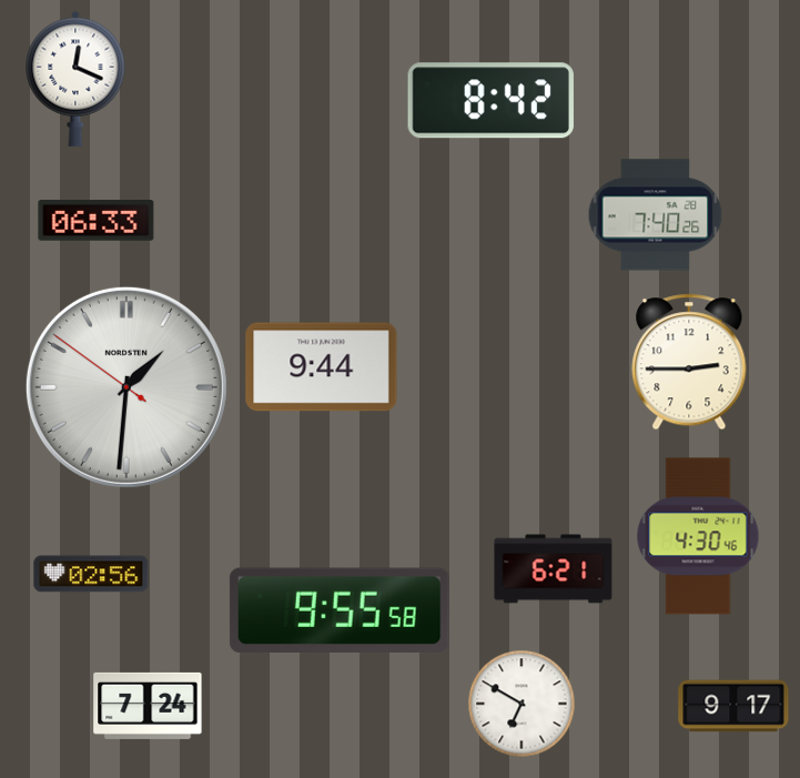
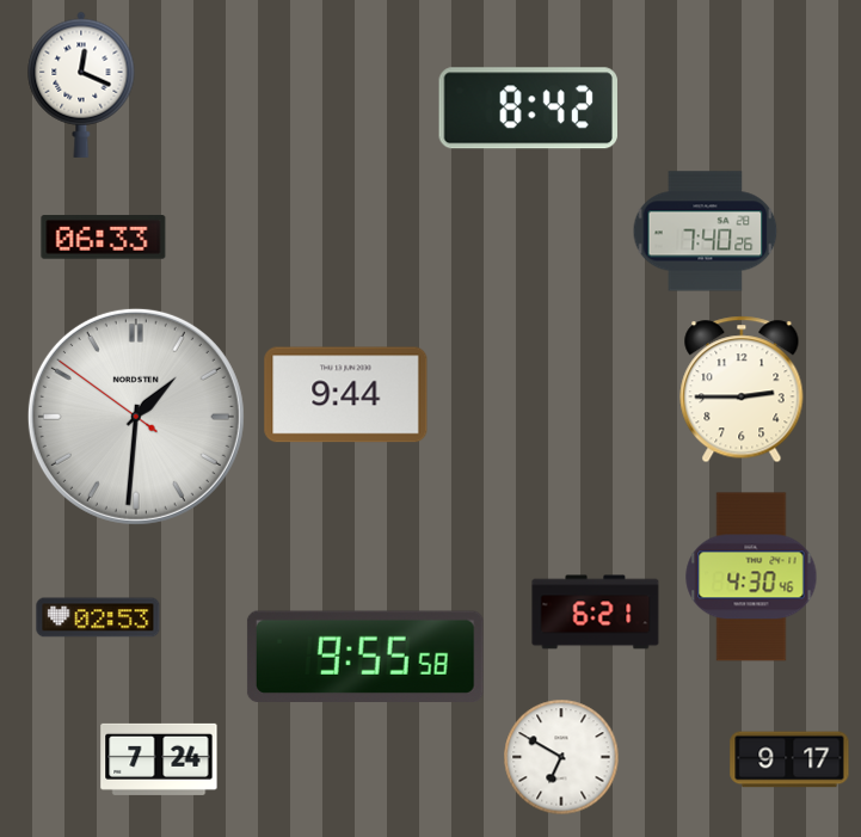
clock at (91, 574): 02:56 -> 02:53
